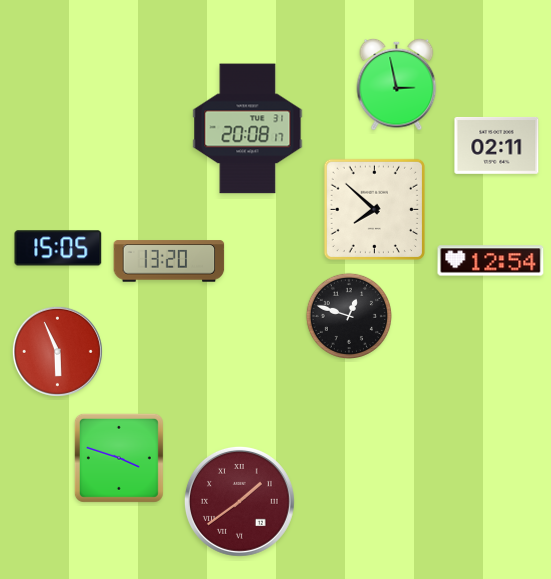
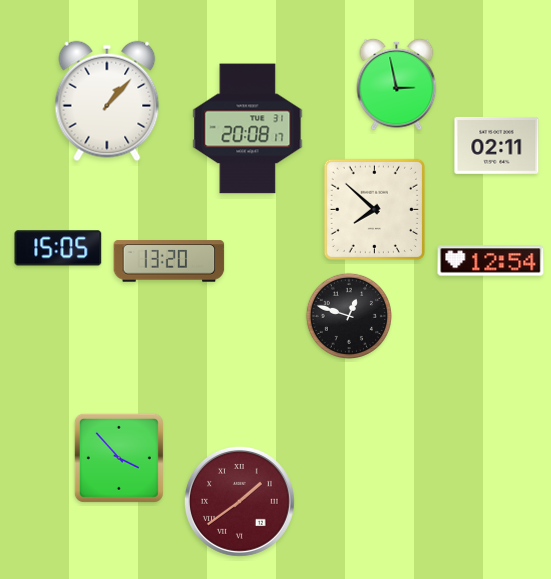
clock at (107, 101): none -> 1:07
clock at (57, 351): 5:56 -> none
clock at (119, 458): 3:48 -> 3:53
